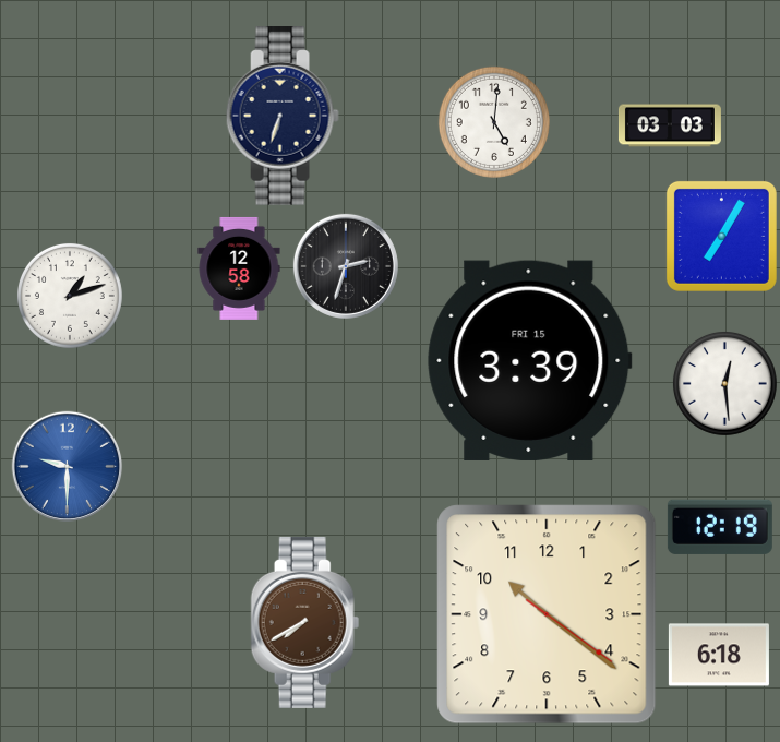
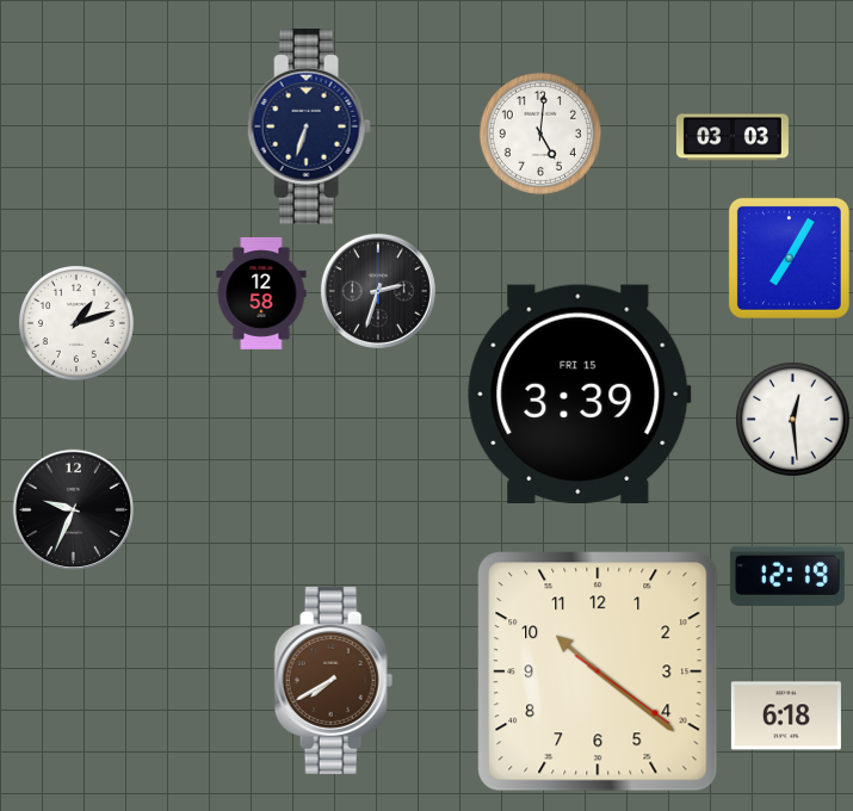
clock at (67, 466): 9:30 -> 9:34
clock at (67, 466) dial: blue -> black
